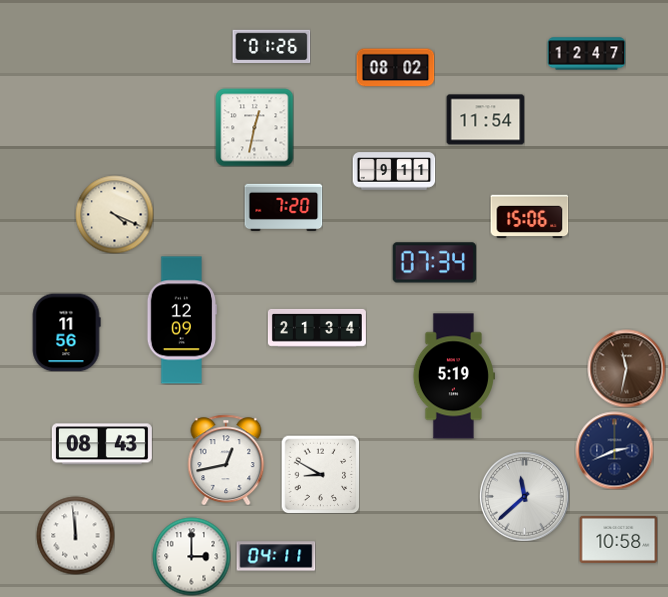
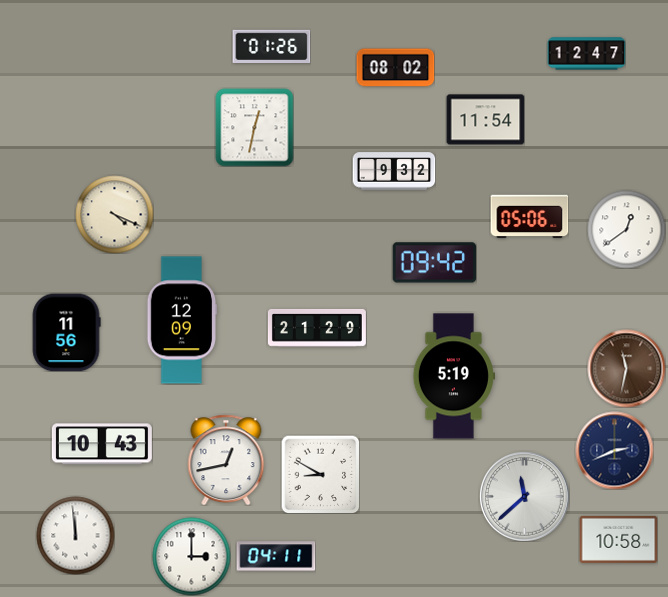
clock at (394, 171): 9:11 -> 9:32
clock at (283, 208): 7:20 -> none
clock at (529, 217): 15:06 -> 05:06
clock at (626, 229): none -> 12:39
clock at (434, 263): 07:34 -> 09:42
clock at (317, 328): 21:34 -> 21:29
clock at (102, 444): 08:43 -> 10:43
